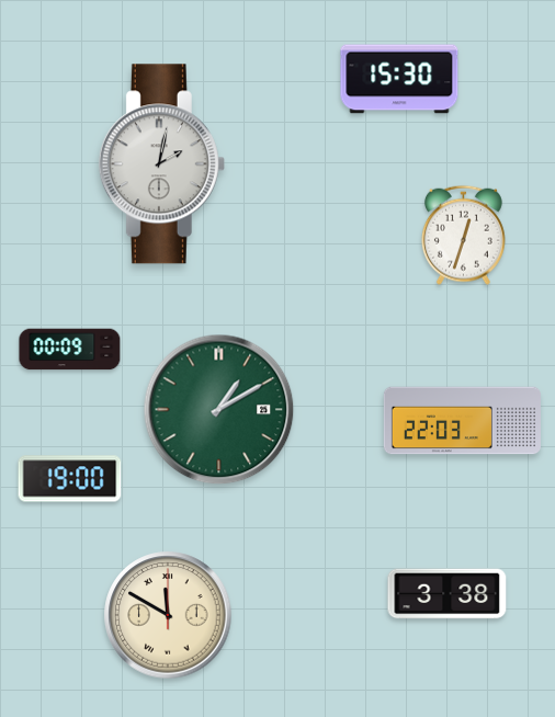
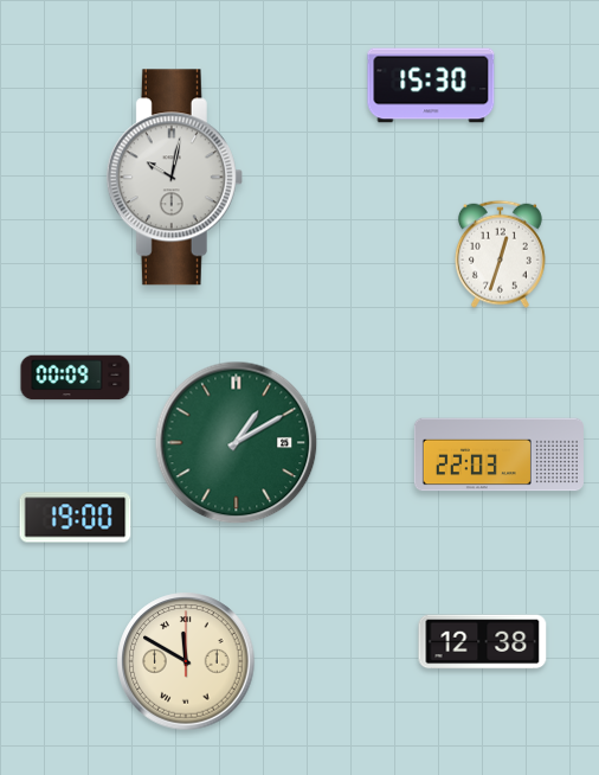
clock at (161, 164): 2:02 -> 10:02
clock at (448, 594): 3:38 -> 12:38
clock at (168, 615) position: (168, 615) -> (186, 661)
